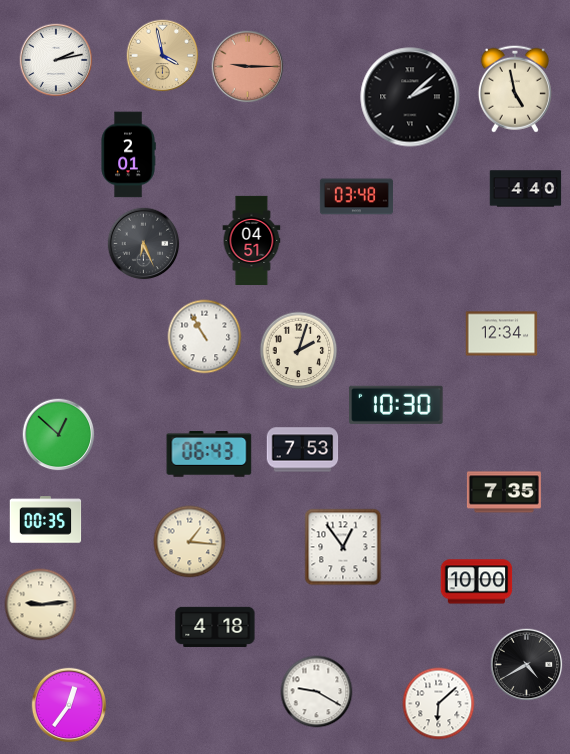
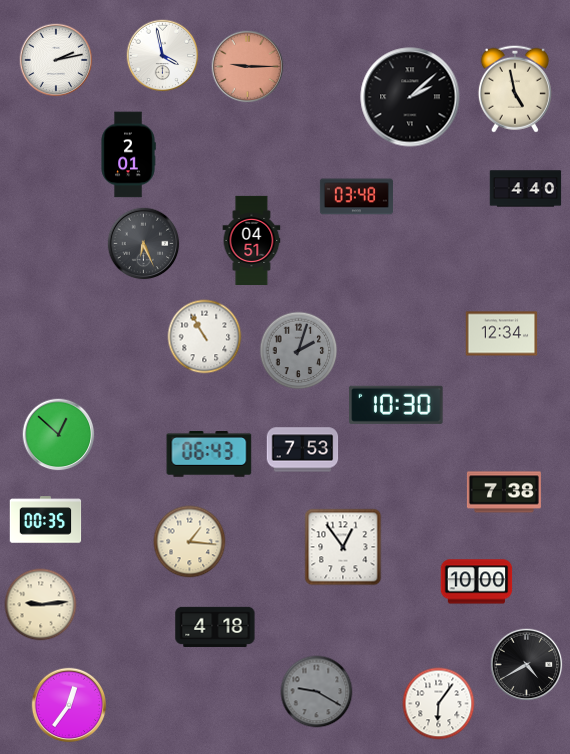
clock at (163, 56) dial: champagne -> white
clock at (299, 351) dial: cream -> grey
clock at (504, 492): 7:35 -> 7:38
clock at (317, 692) dial: white -> grey
clock at (439, 704): 6:08 -> 6:06
